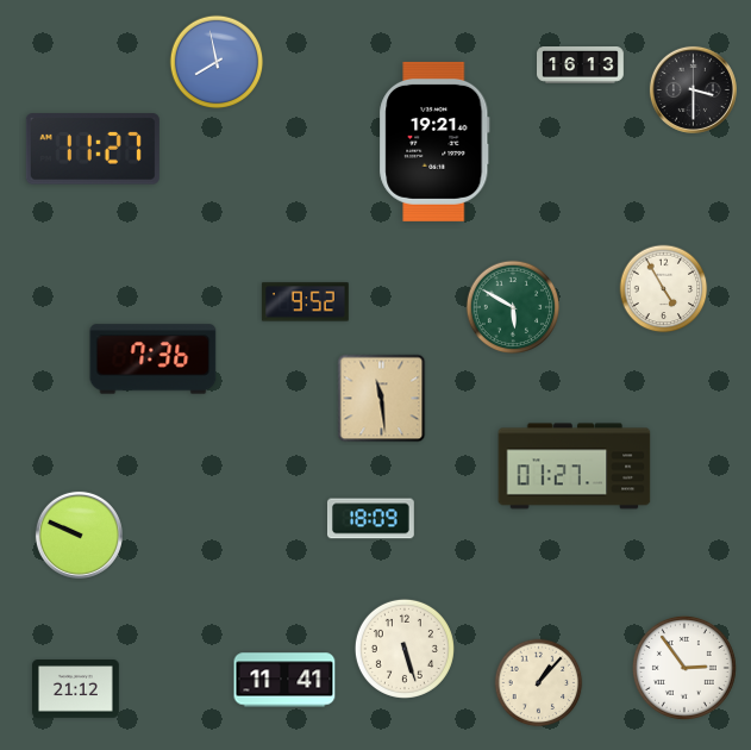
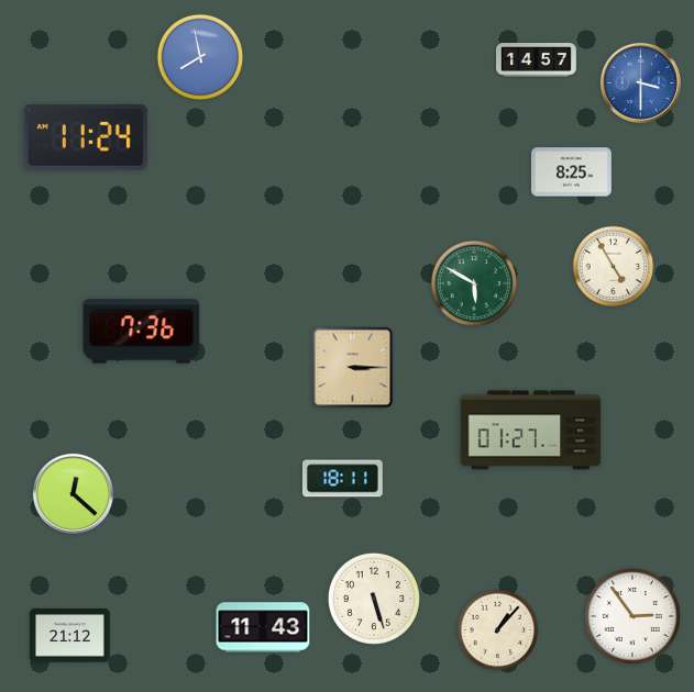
clock at (581, 65): 16:13 -> 14:57
clock at (693, 89) dial: black -> blue
clock at (434, 142): 19:21 -> none
clock at (93, 149): 11:27 -> 11:24
clock at (571, 172): none -> 8:25
clock at (305, 302): 9:52 -> none
clock at (382, 399): 11:29 -> 3:15
clock at (370, 519): 18:09 -> 18:11
clock at (79, 535): 9:49 -> 12:22
clock at (284, 680): 11:41 -> 11:43
